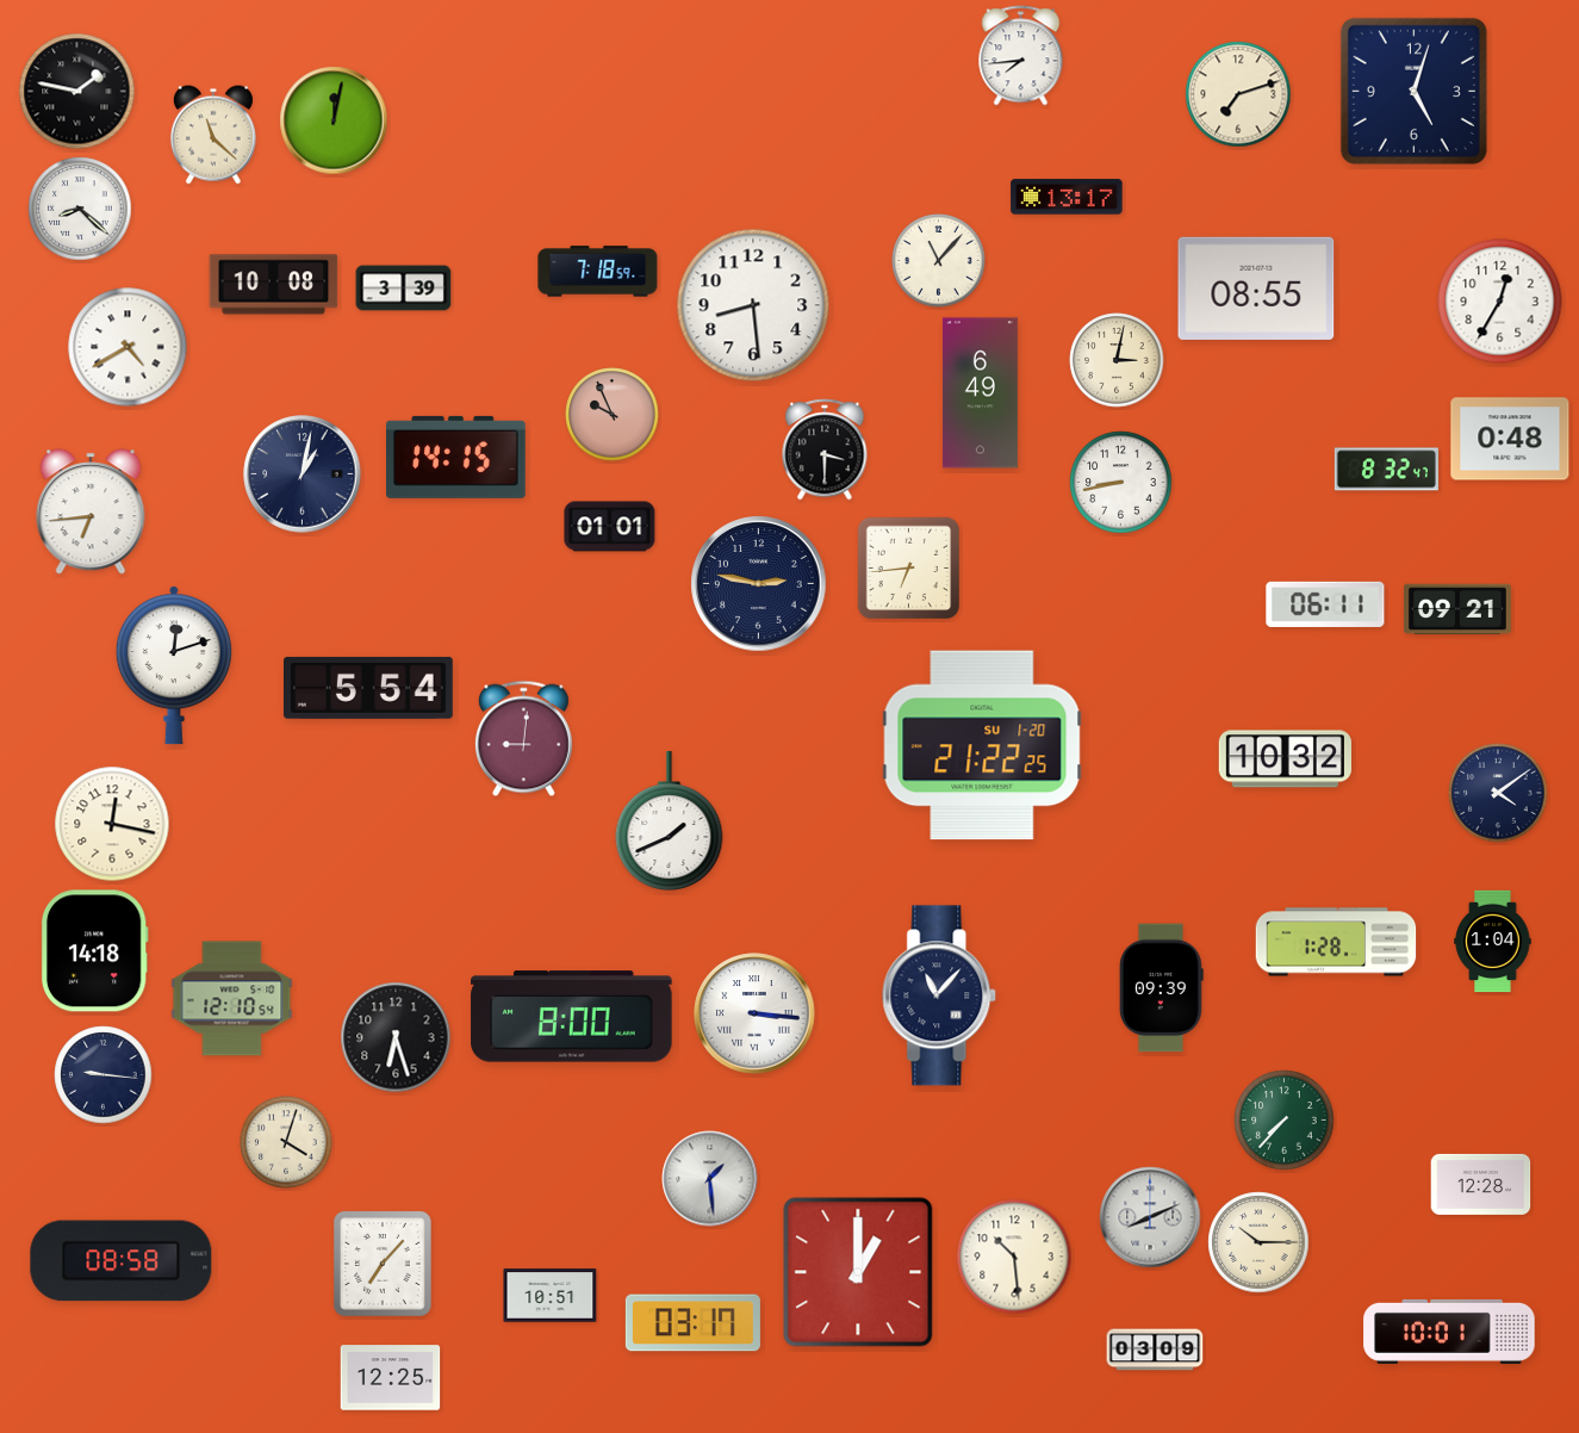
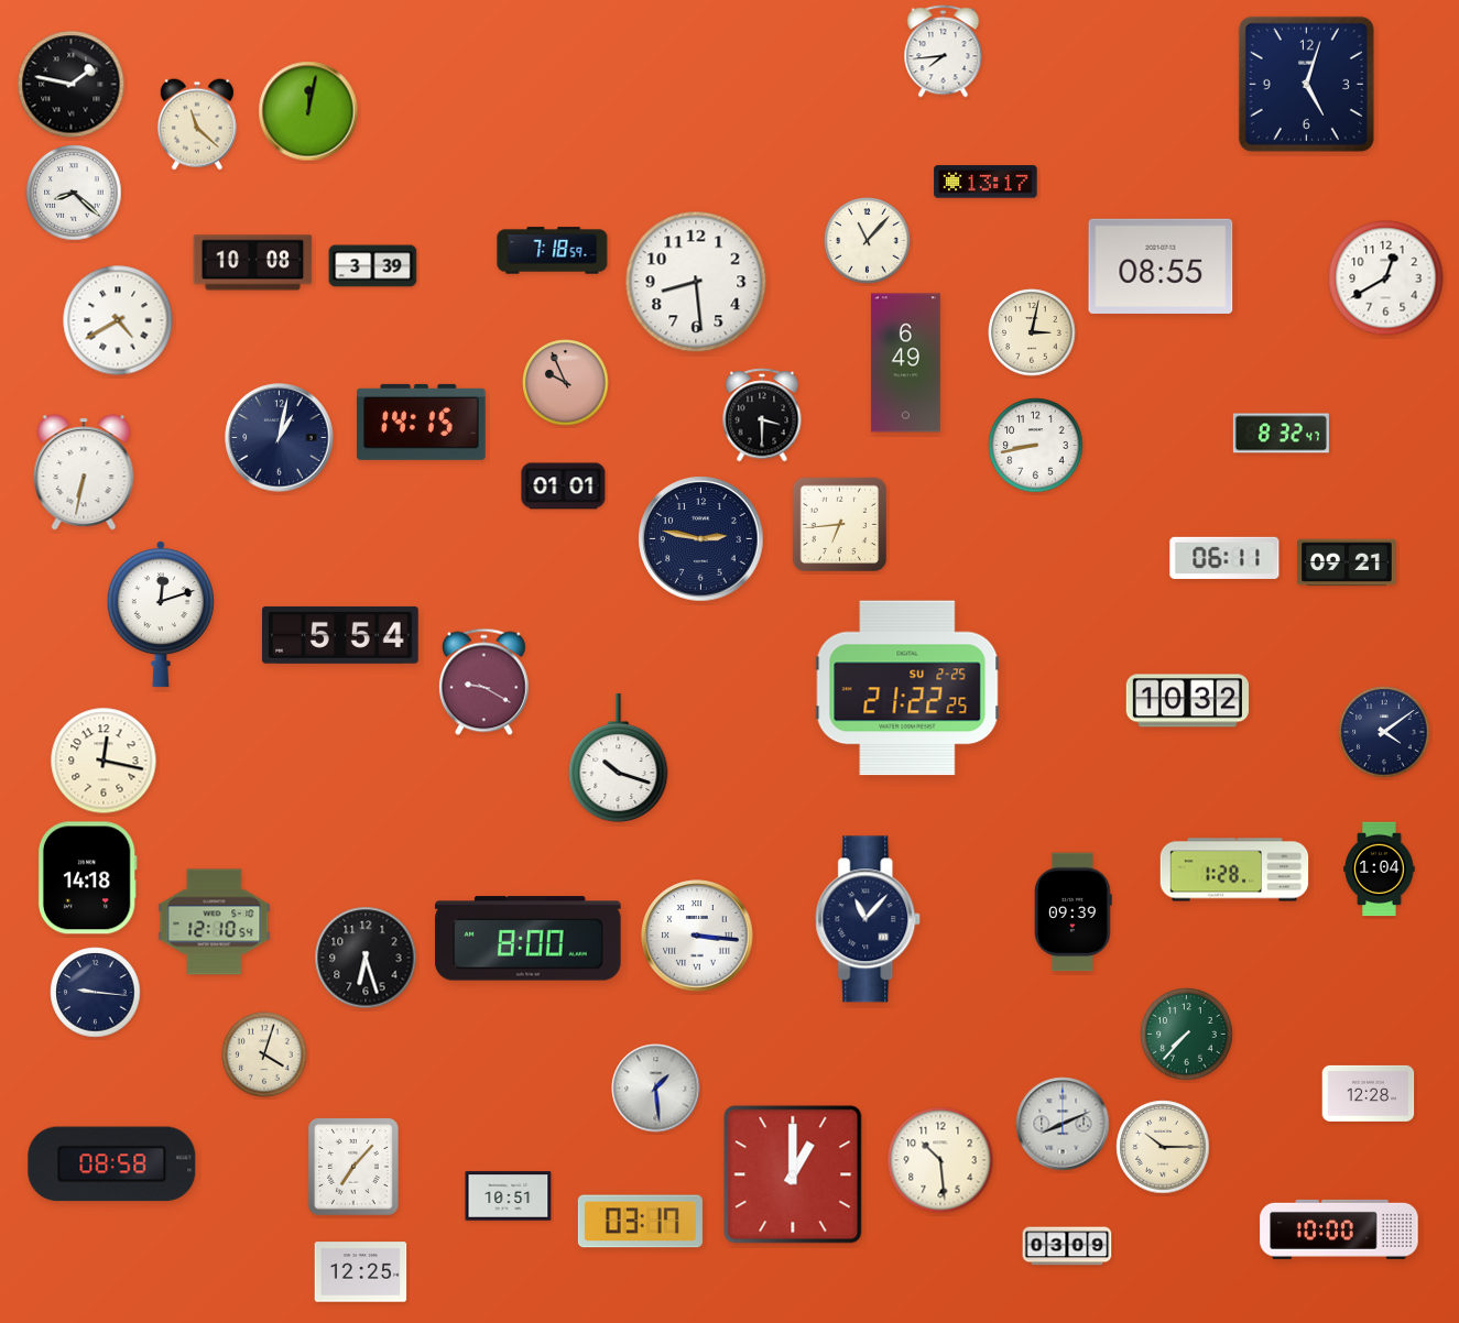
clock at (1238, 94): 7:12 -> none
clock at (1500, 302): 12:35 -> 12:40
clock at (1510, 439): 0:48 -> none
clock at (91, 511): 6:44 -> 6:32
clock at (523, 739): 9:01 -> 9:20
clock at (982, 745) date: SU 1-20 -> SU 2-25
clock at (670, 821): 1:41 -> 10:18
clock at (1014, 1257) position: (1014, 1257) -> (940, 1160)
clock at (1449, 1332): 10:01 -> 10:00
